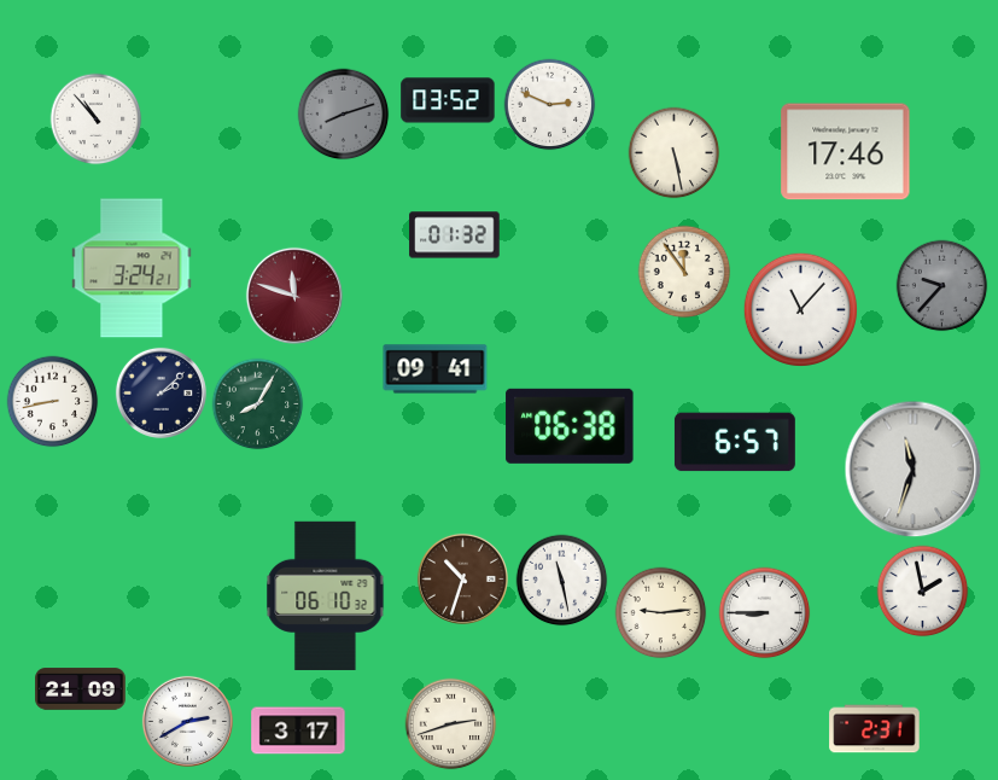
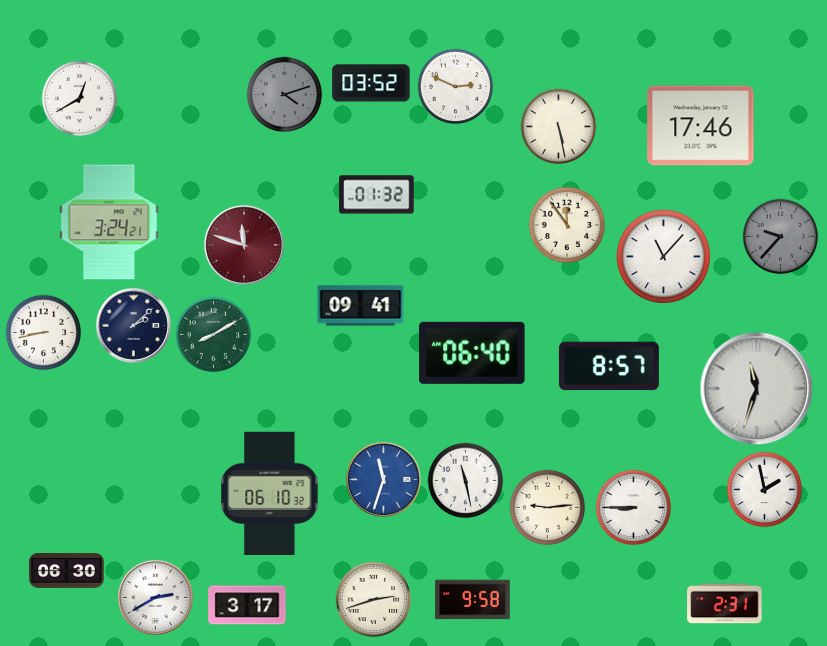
clock at (344, 115): 8:12 -> 4:12
clock at (97, 120): 10:53 -> 12:40
clock at (258, 404): 8:05 -> 8:10
clock at (570, 426): 06:38 -> 06:40
clock at (735, 442): 6:57 -> 8:57
clock at (462, 578): 10:33 -> 11:33
clock at (462, 578) dial: brown -> blue
clock at (81, 689): 21:09 -> 06:30
clock at (473, 600): none -> 9:58
